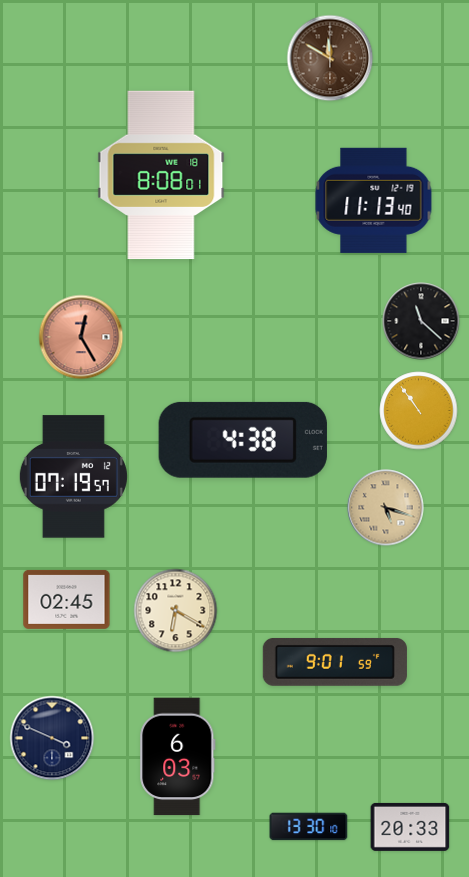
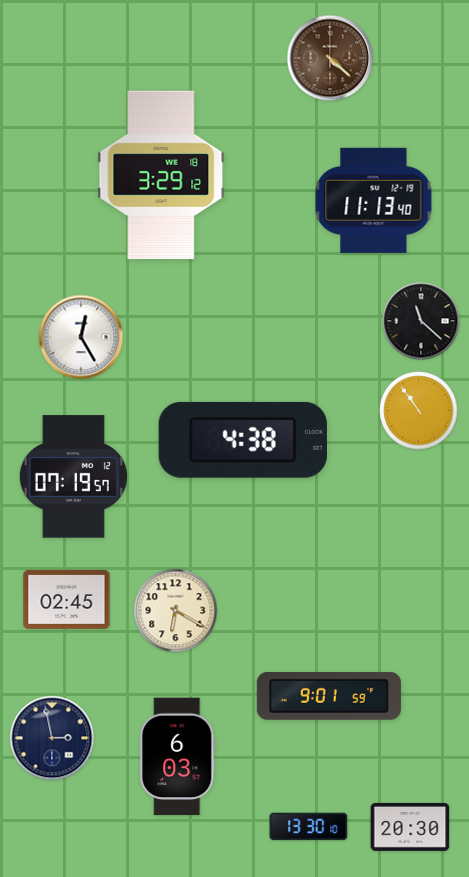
clock at (330, 58): 11:50 -> 4:22
clock at (161, 175): 8:08 -> 3:29
clock at (81, 337) dial: salmon -> white
clock at (386, 508): 5:18 -> none
clock at (335, 662) position: (335, 662) -> (329, 696)
clock at (52, 738): 3:49 -> 2:58
clock at (410, 827): 20:33 -> 20:30
